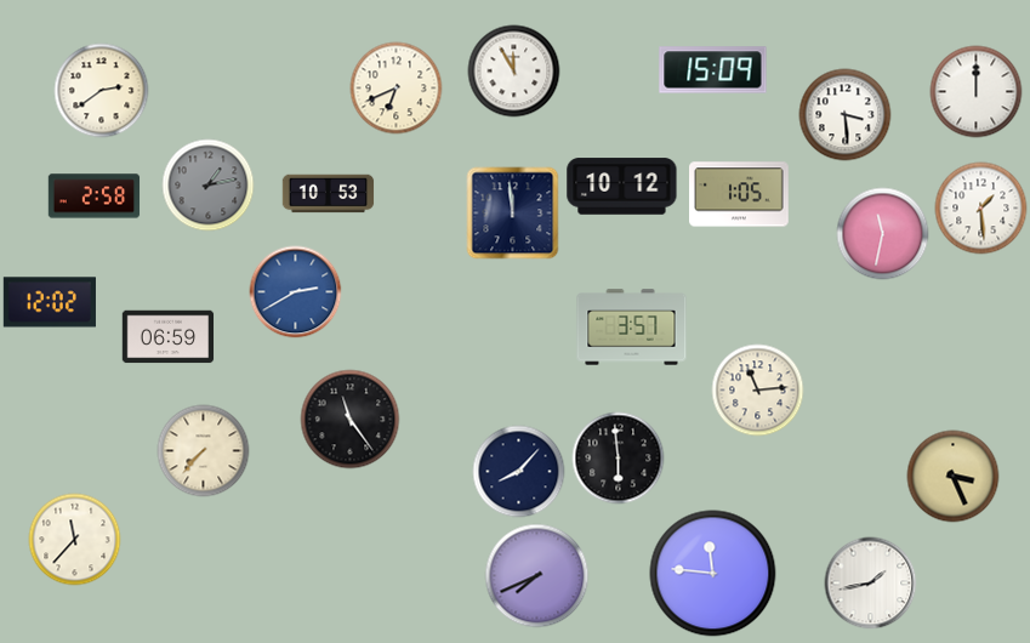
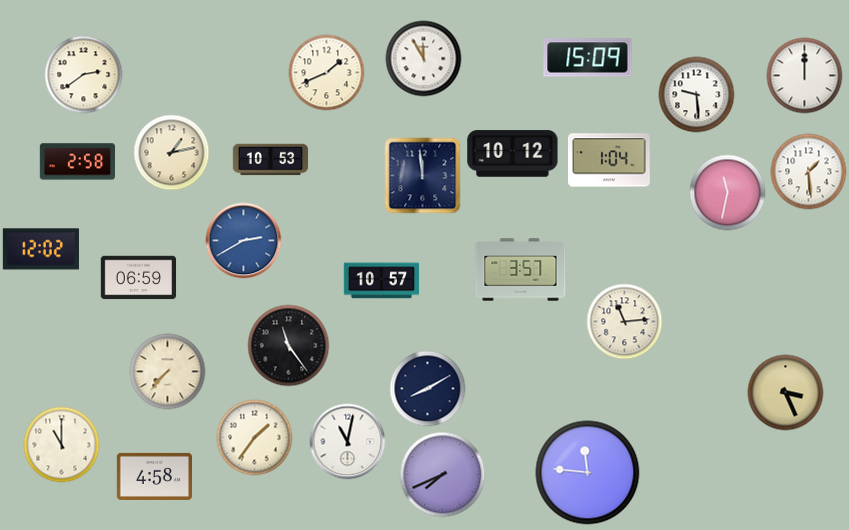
clock at (397, 89): 6:41 -> 1:41
clock at (846, 115): 3:29 -> 9:29
clock at (209, 186) dial: grey -> cream
clock at (740, 194): 1:05 -> 1:04
clock at (382, 281): none -> 10:57
clock at (619, 459): 5:59 -> none
clock at (519, 472): 8:07 -> 8:10
clock at (255, 438): none -> 1:36
clock at (348, 442): none -> 11:02
clock at (75, 540): 11:37 -> 11:00
clock at (155, 476): none -> 4:58
clock at (871, 584): 1:43 -> none
